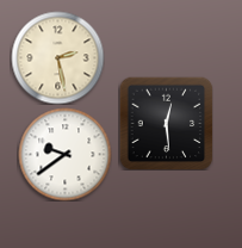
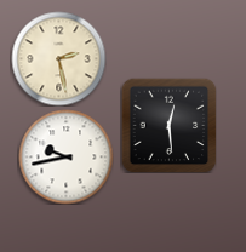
clock at (64, 154): 9:39 -> 9:43
